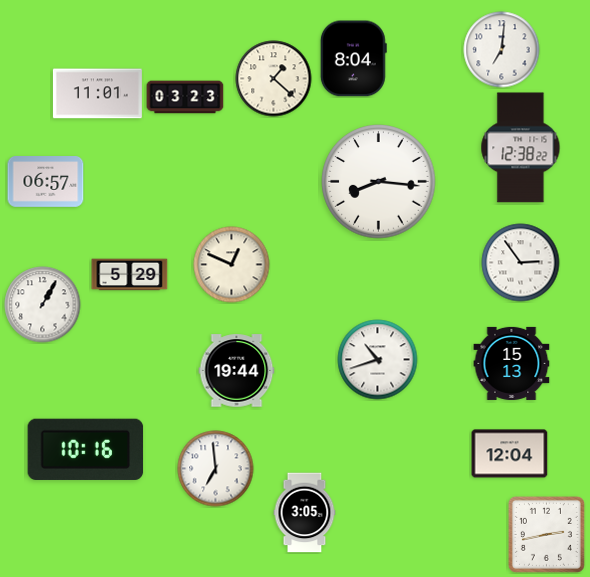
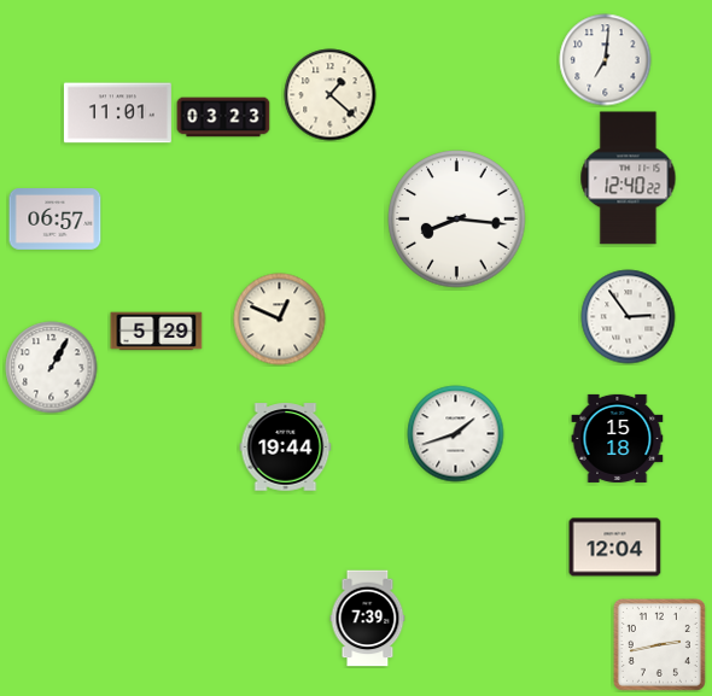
clock at (353, 59): 8:04 -> none
clock at (521, 148): 12:38 -> 12:40
clock at (378, 360): 10:42 -> 1:42
clock at (512, 363): 15:13 -> 15:18
clock at (86, 449): 10:16 -> none
clock at (216, 469): 6:59 -> none
clock at (305, 513): 3:05 -> 7:39
